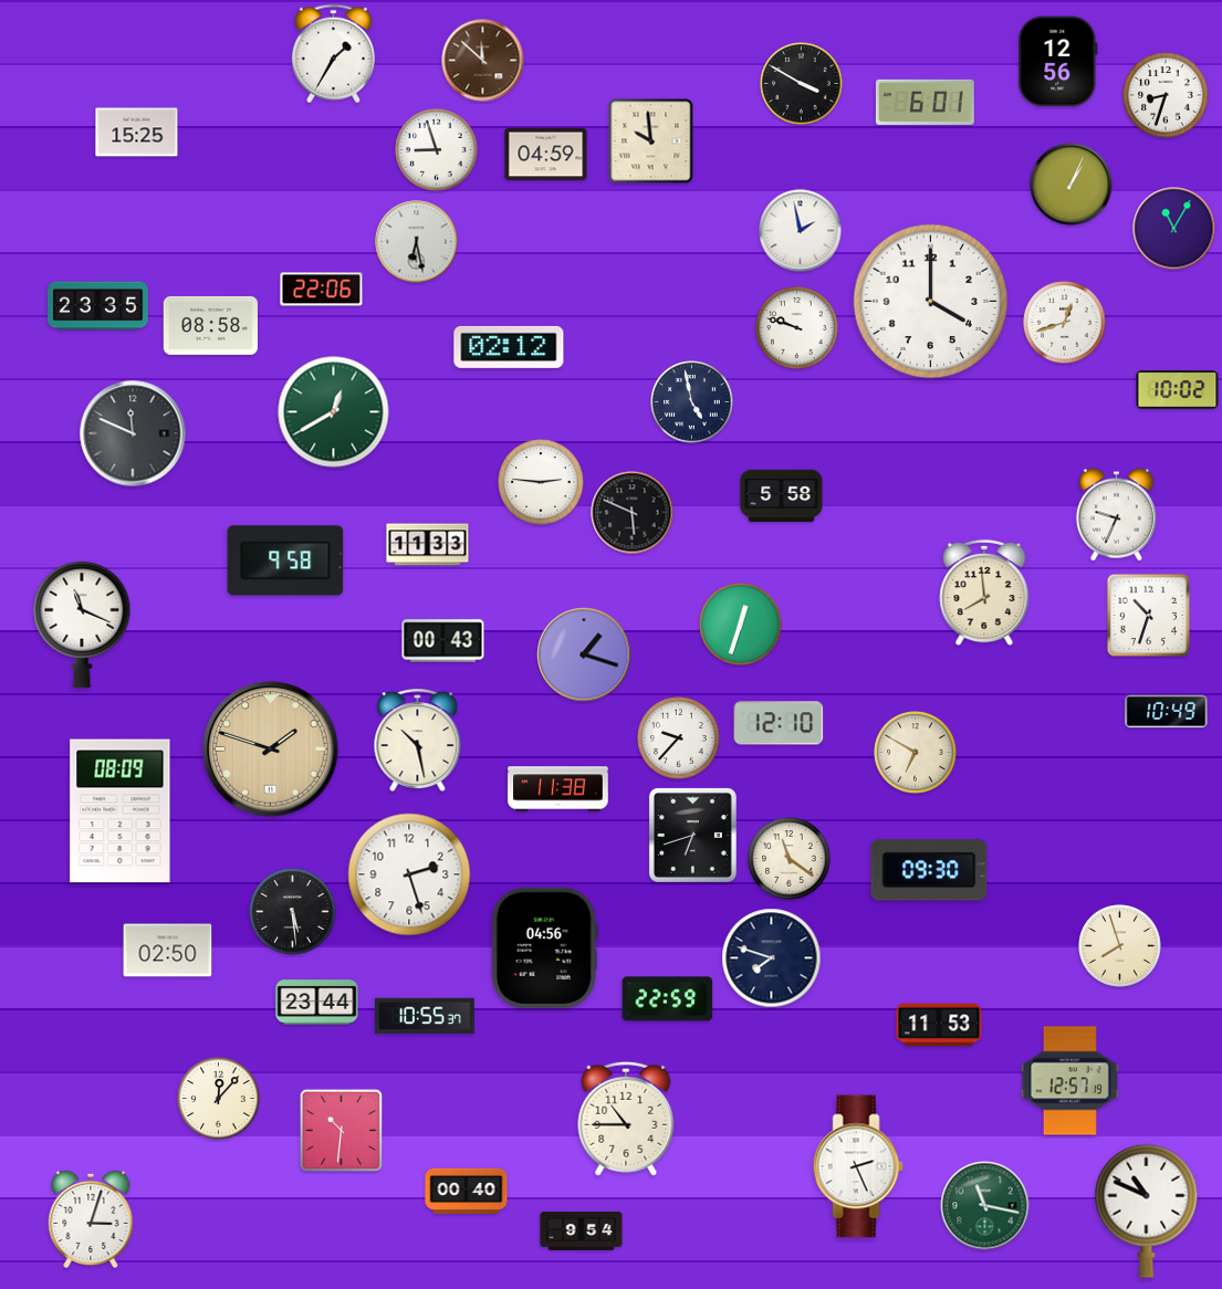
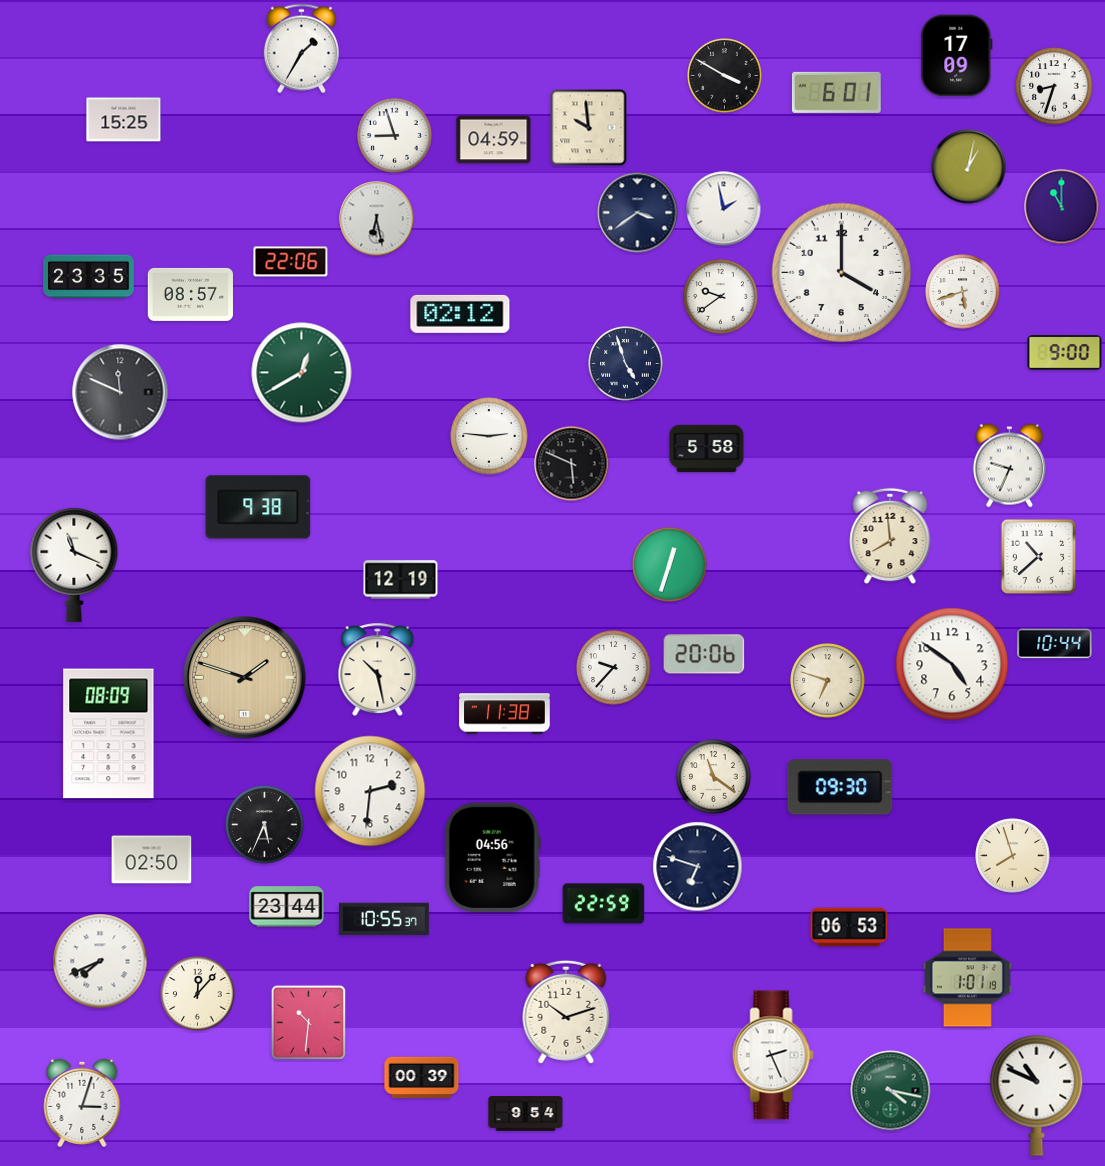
clock at (483, 61): 11:52 -> none
clock at (1058, 62): 12:56 -> 17:09
clock at (1072, 185): 1:04 -> 1:02
clock at (1174, 229): 11:05 -> 11:00
clock at (638, 213): none -> 3:39
clock at (1065, 323): 12:42 -> 5:42
clock at (210, 325): 08:58 -> 08:57
clock at (797, 328): 9:48 -> 9:39
clock at (1178, 390): 10:02 -> 9:00
clock at (692, 402): 4:58 -> 4:57
clock at (428, 545): 11:33 -> none
clock at (285, 560): 9:58 -> 9:38
clock at (1148, 615): 10:33 -> 10:38
clock at (443, 641): 00:43 -> 12:19
clock at (584, 654): 1:18 -> none
clock at (1167, 712): 10:49 -> 10:44
clock at (779, 723): 12:10 -> 20:06
clock at (952, 664): none -> 4:51
clock at (916, 753): 6:50 -> 6:48
clock at (692, 835): 6:42 -> none
clock at (409, 874): 2:27 -> 2:31
clock at (293, 912): 5:29 -> 5:34
clock at (772, 958): 7:48 -> 6:48
clock at (939, 1025): 11:53 -> 06:53
clock at (100, 961): none -> 7:41
clock at (1069, 1081): 12:57 -> 1:01
clock at (626, 1119): 10:45 -> 10:12
clock at (858, 1166) position: (858, 1166) -> (773, 1055)
clock at (467, 1191): 00:40 -> 00:39
clock at (985, 1206): 11:17 -> 4:17
